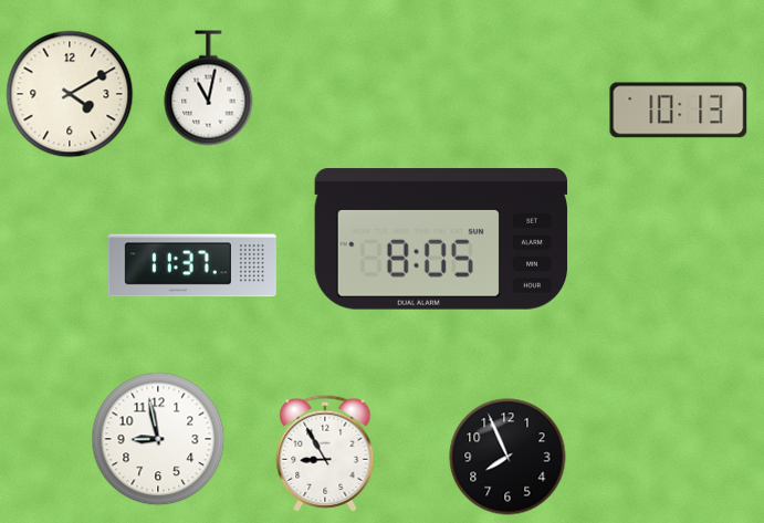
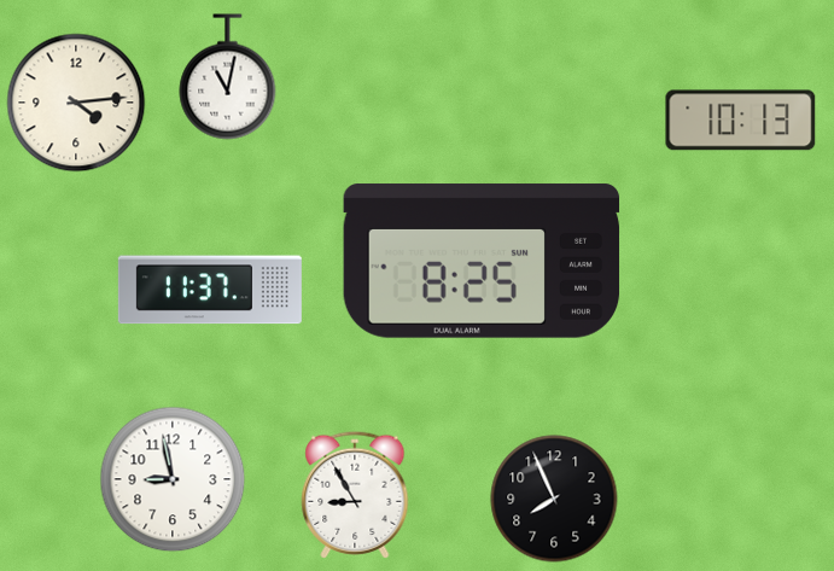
clock at (209, 88) position: (209, 88) -> (228, 77)
clock at (70, 94): 4:10 -> 4:14
clock at (441, 239): 8:05 -> 8:25
